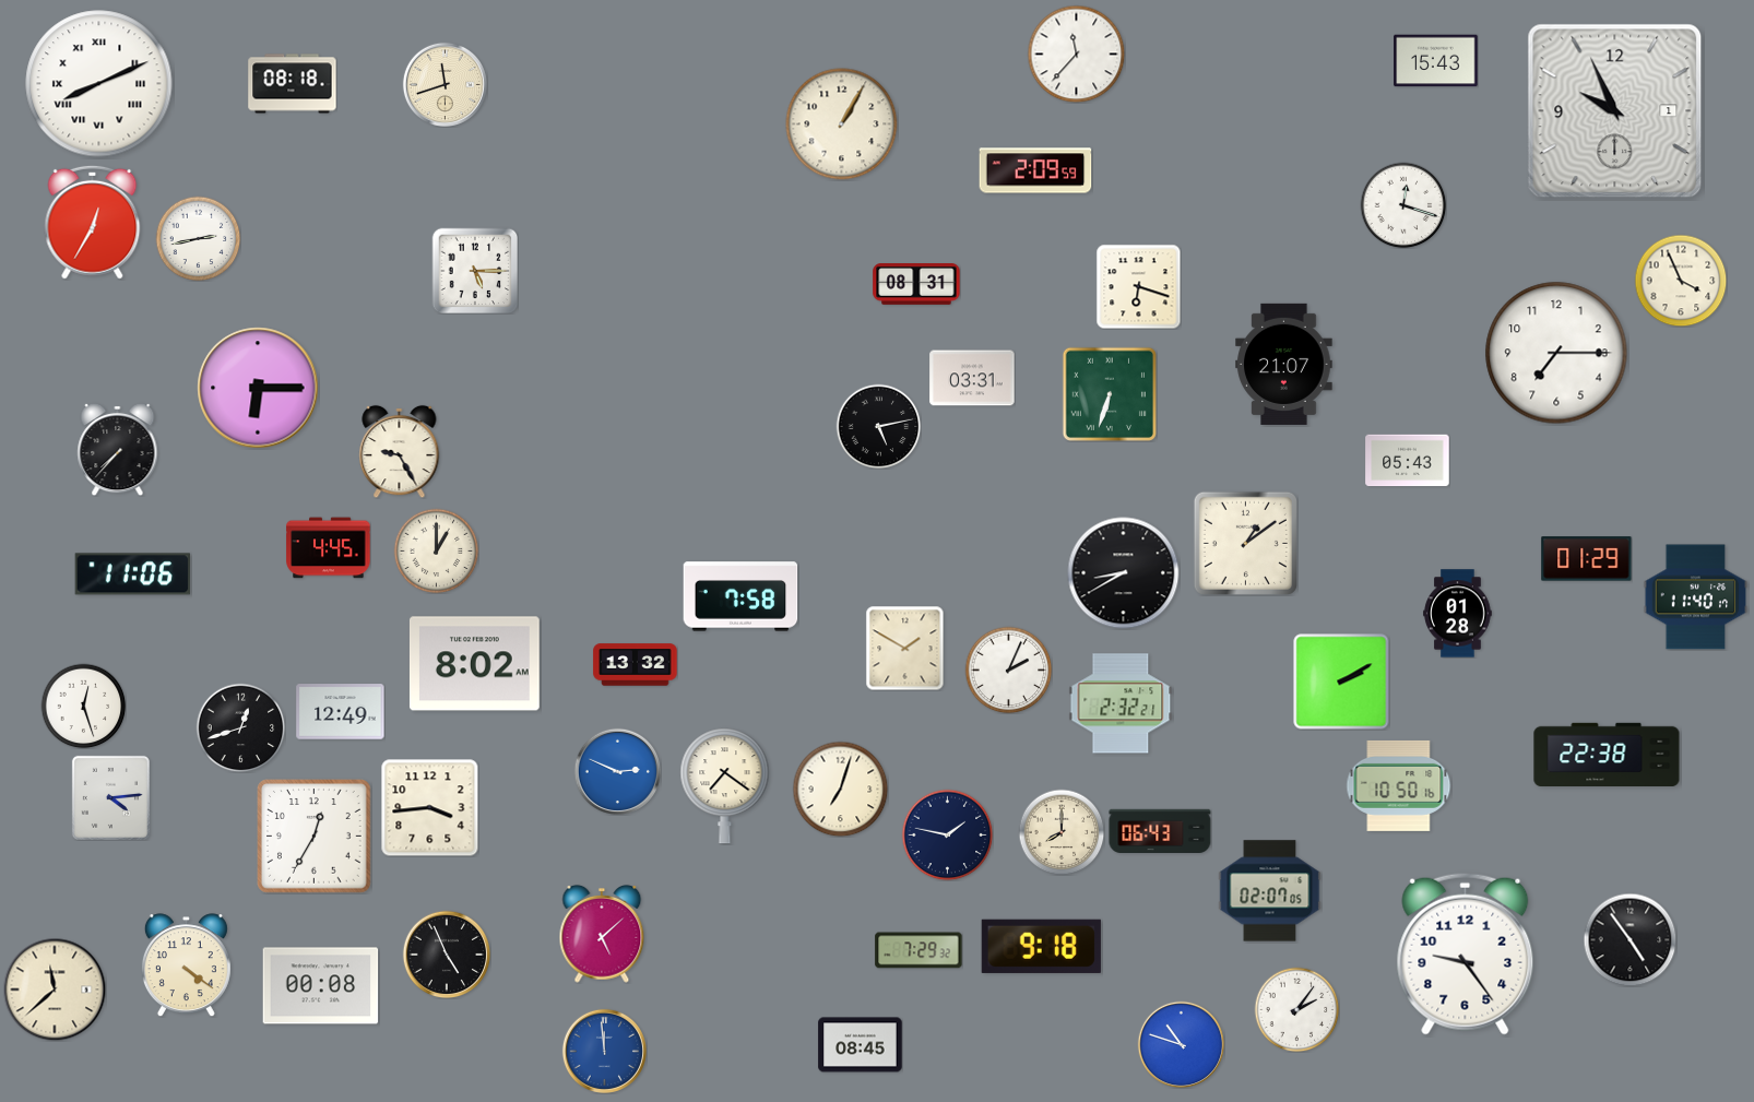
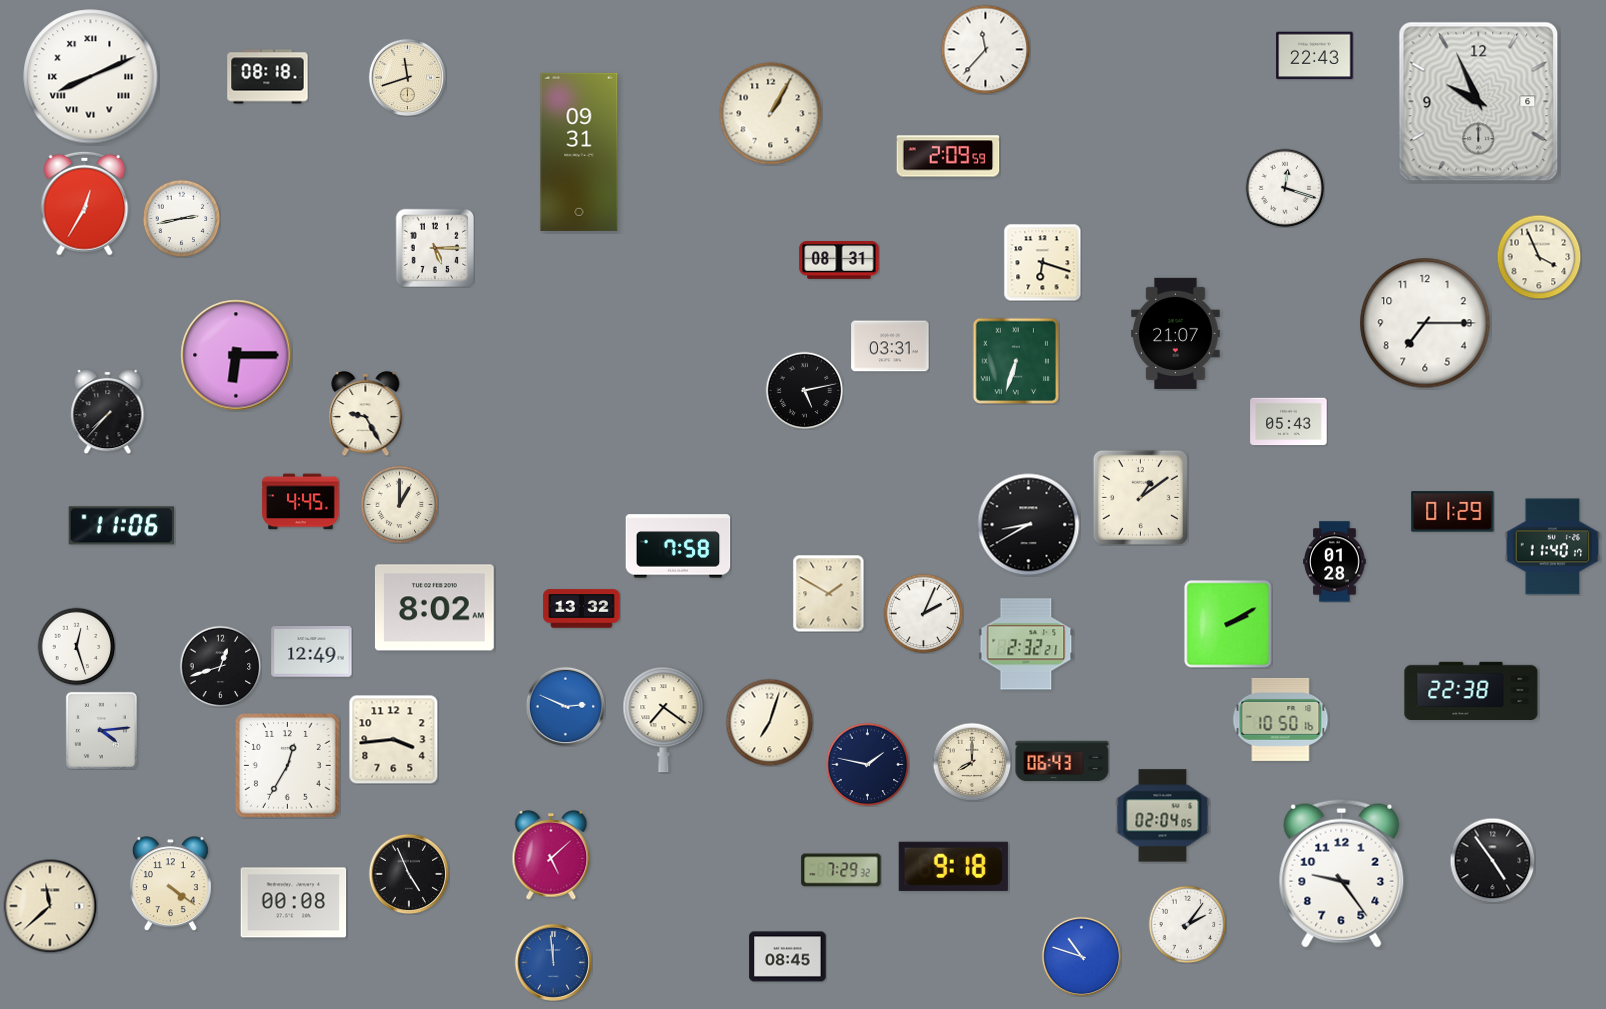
clock at (1436, 61): 15:43 -> 22:43
clock at (1615, 111) date: 1 -> 6
clock at (579, 152): none -> 09:31
clock at (1270, 891): 02:07 -> 02:04
